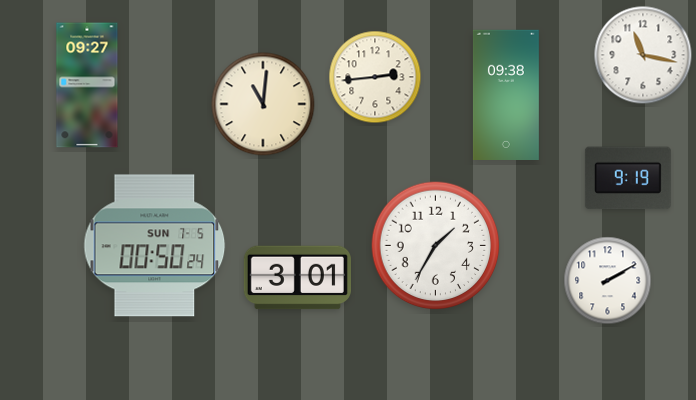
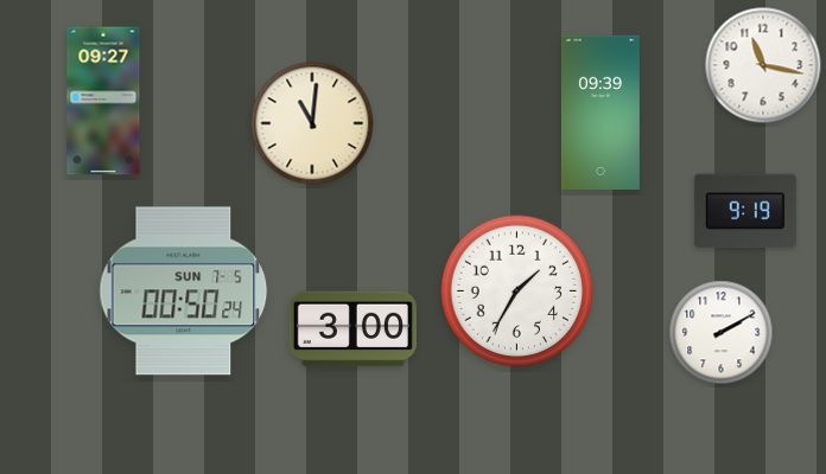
clock at (375, 77): 2:44 -> none
clock at (506, 94): 09:38 -> 09:39
clock at (297, 278): 3:01 -> 3:00
